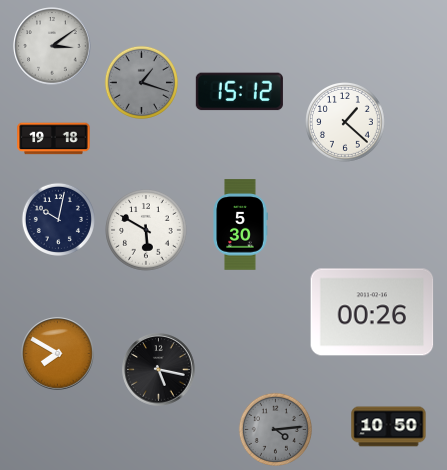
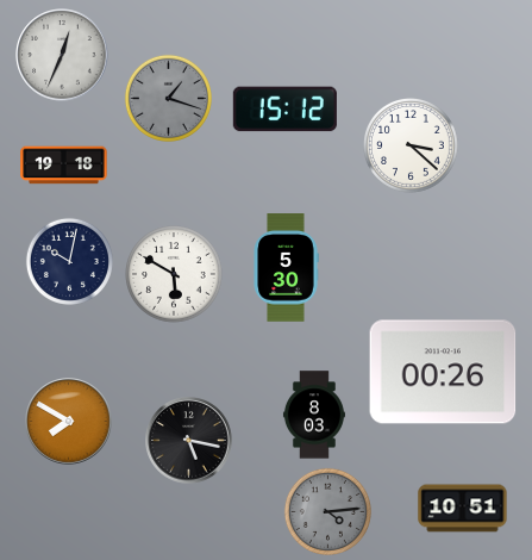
clock at (52, 46): 3:09 -> 12:34
clock at (346, 123): 1:22 -> 3:22
clock at (314, 415): none -> 8:03
clock at (389, 427): 10:50 -> 10:51
